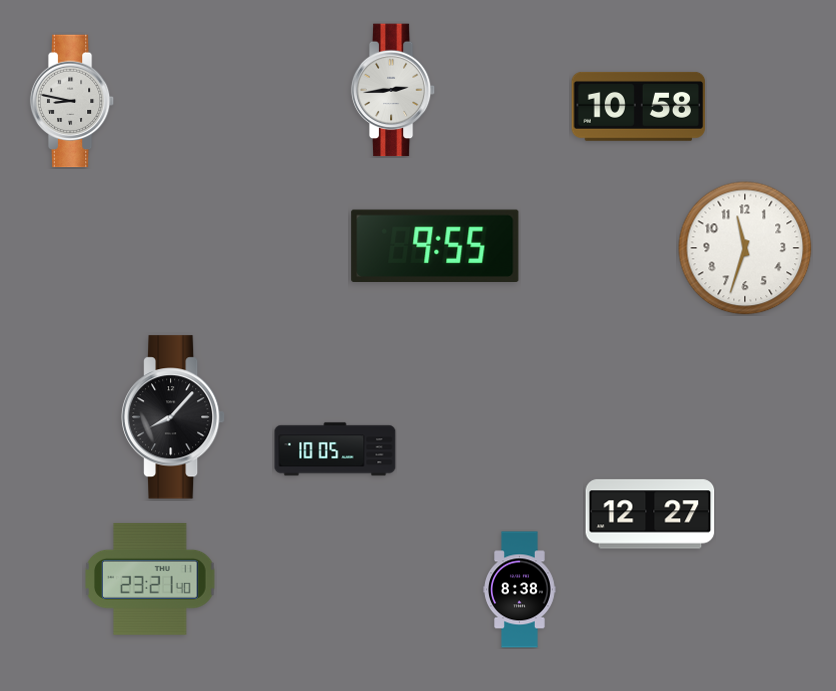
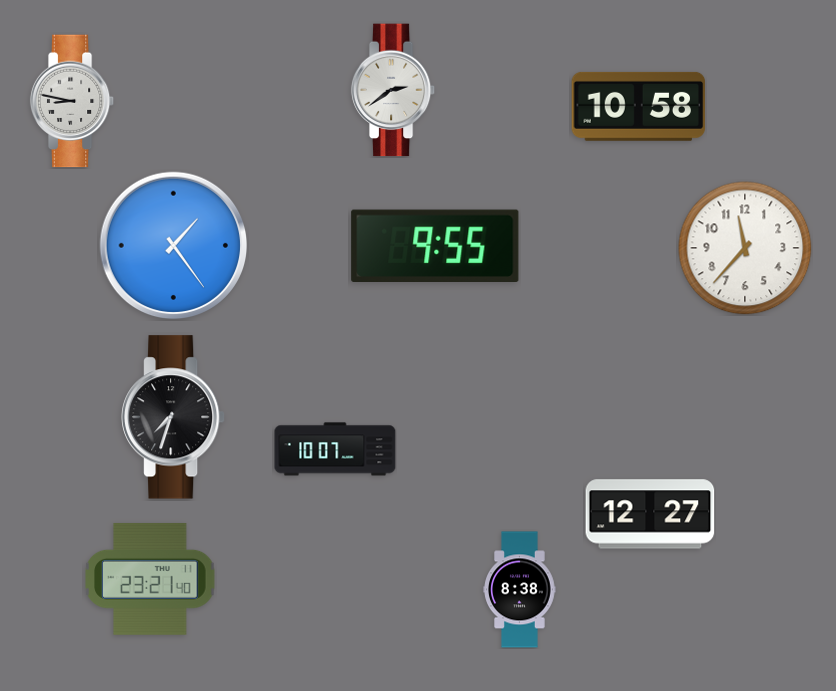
clock at (393, 90): 2:44 -> 2:39
clock at (174, 246): none -> 1:24
clock at (745, 248): 11:33 -> 11:37
clock at (174, 417): 8:07 -> 7:33
clock at (335, 449): 10:05 -> 10:07
